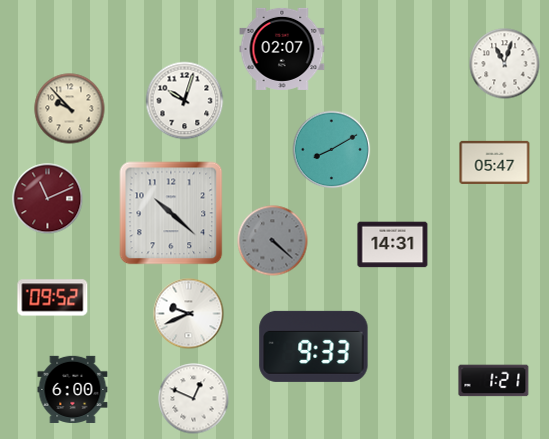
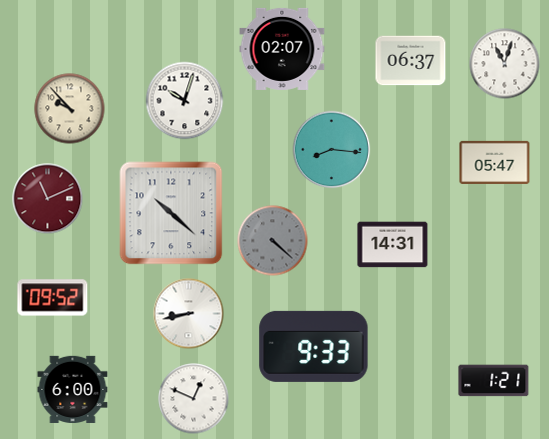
clock at (411, 61): none -> 06:37
clock at (332, 150): 8:10 -> 8:16
clock at (189, 314): 9:41 -> 8:43
